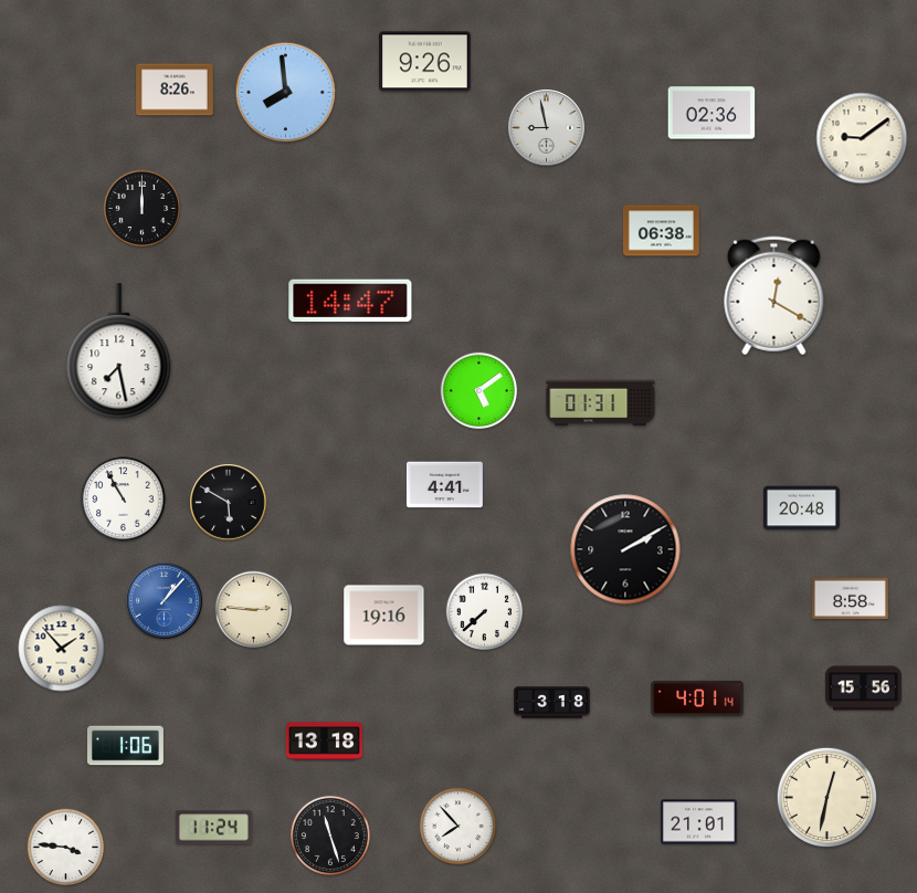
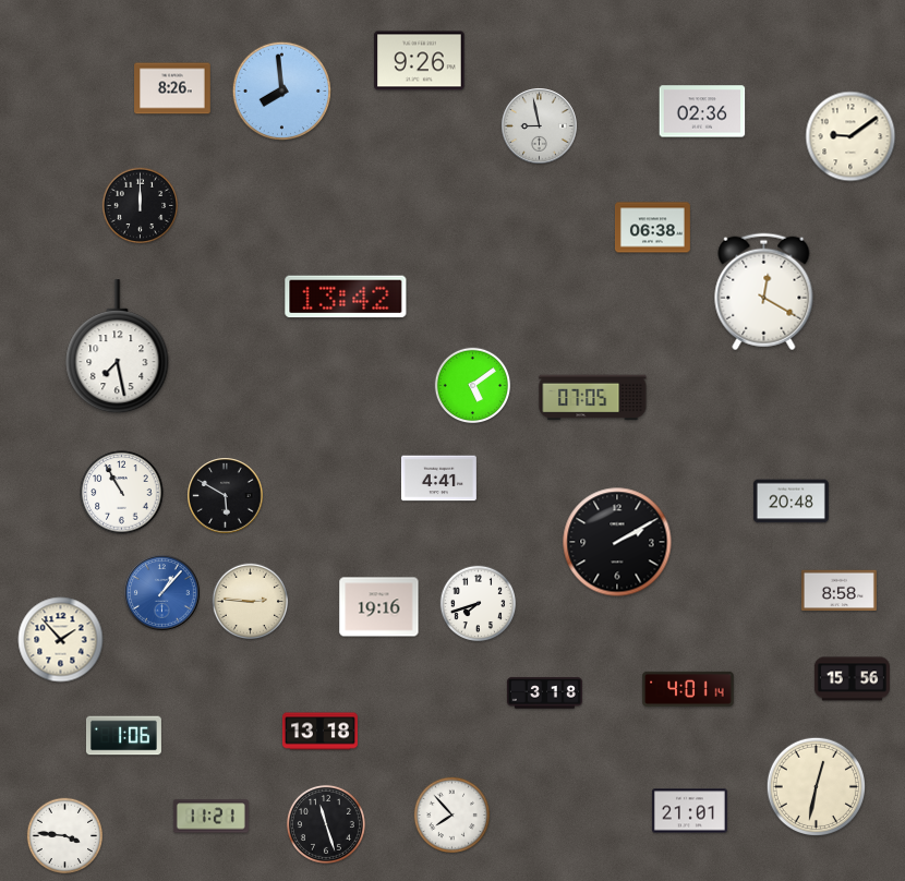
clock at (350, 301): 14:47 -> 13:42
clock at (601, 403): 01:31 -> 07:05
clock at (485, 612): 7:38 -> 7:42
clock at (213, 828): 11:24 -> 11:21
